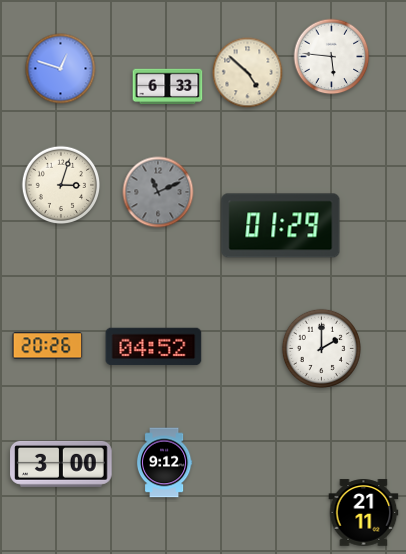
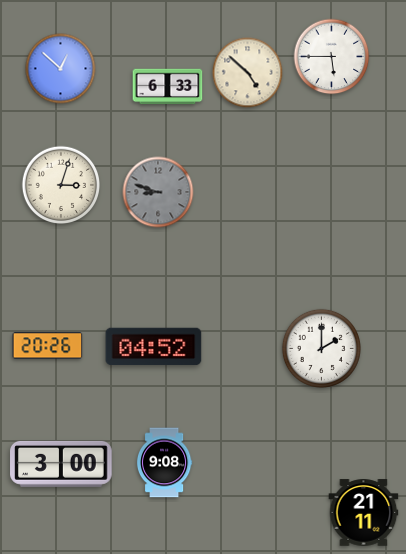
clock at (332, 57): 5:46 -> 5:45
clock at (61, 69): 12:48 -> 12:52
clock at (158, 192): 11:11 -> 8:48
clock at (281, 226): 01:29 -> none
clock at (164, 463): 9:12 -> 9:08
